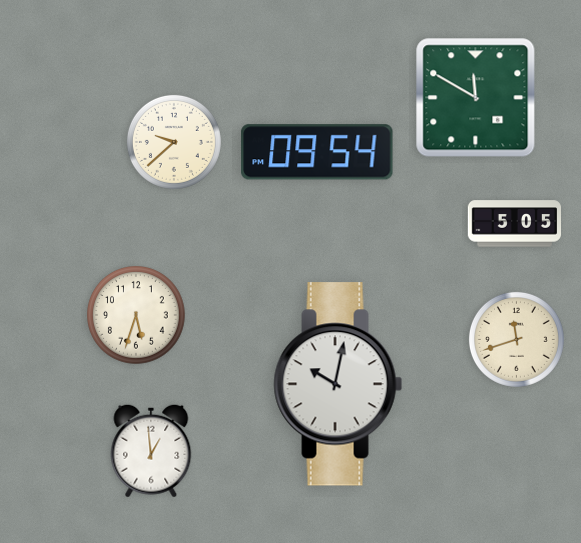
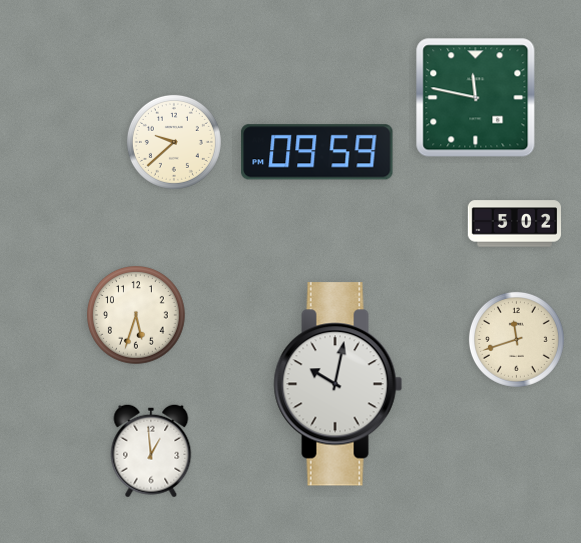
clock at (476, 98): 11:50 -> 11:47
clock at (317, 152): 09:54 -> 09:59
clock at (514, 224): 5:05 -> 5:02
